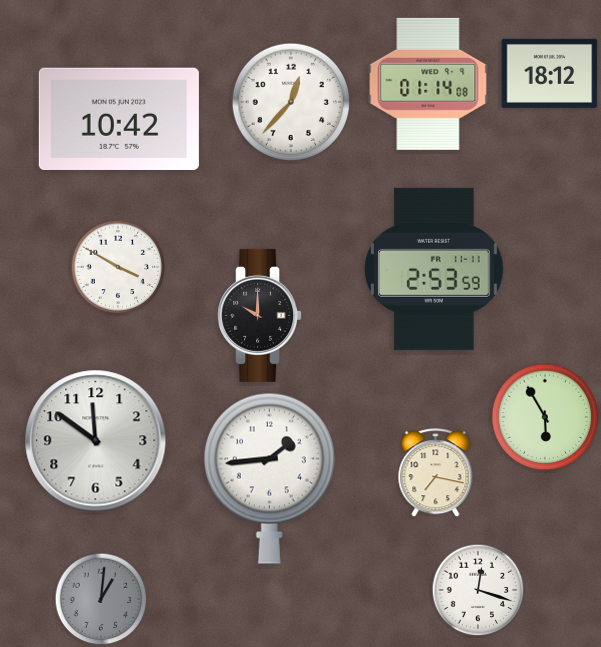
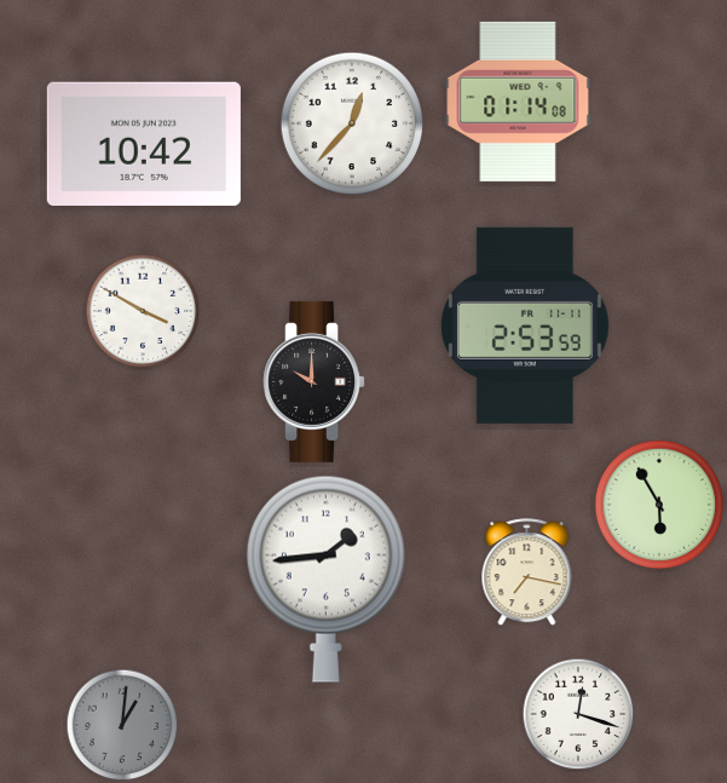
clock at (550, 73): 18:12 -> none
clock at (118, 267) position: (118, 267) -> (143, 311)
clock at (96, 441): 11:51 -> none
